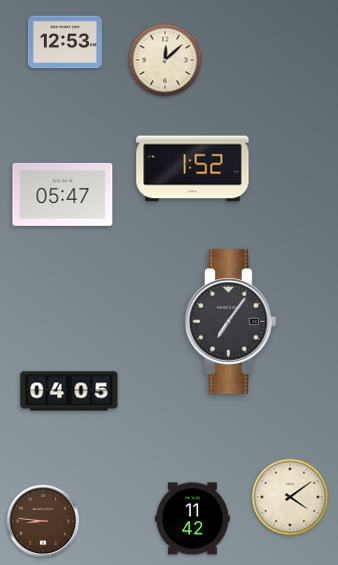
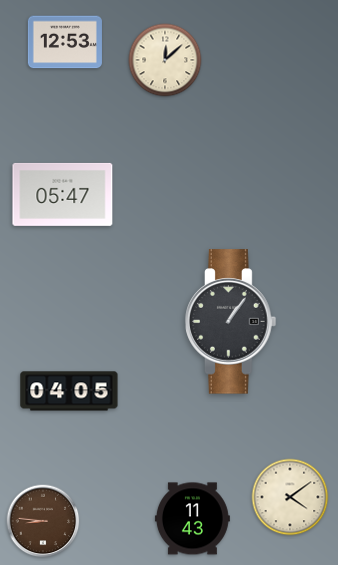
clock at (193, 169): 1:52 -> none
clock at (231, 322): 7:06 -> 1:06
clock at (192, 519): 11:42 -> 11:43
